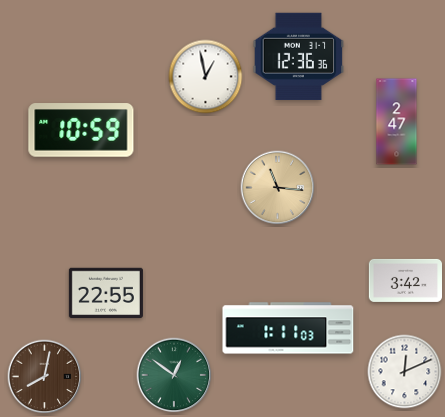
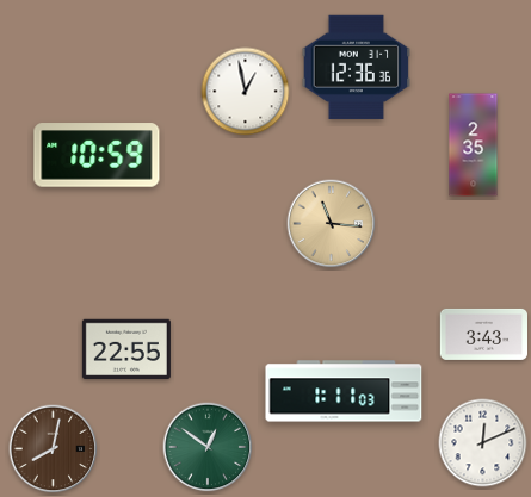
clock at (397, 122): 2:47 -> 2:35
clock at (405, 280): 3:42 -> 3:43
